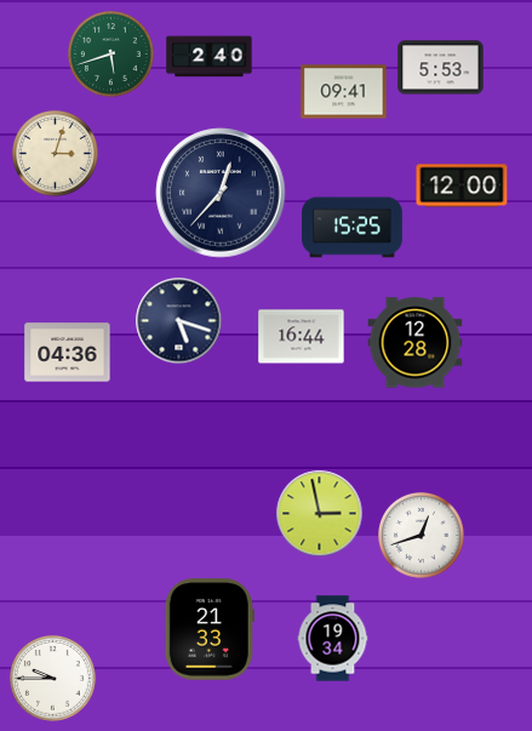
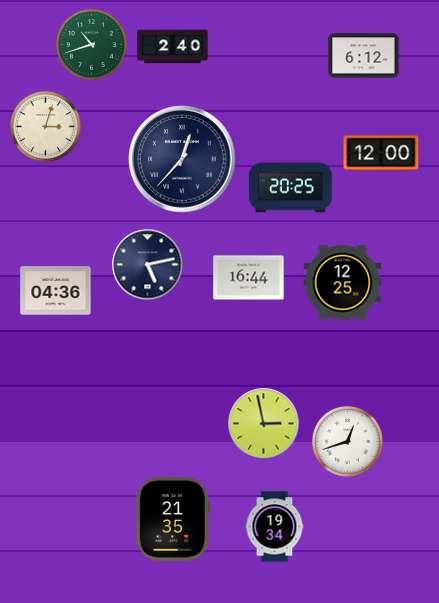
clock at (111, 55): 5:42 -> 10:42
clock at (441, 68): 5:53 -> 6:12
clock at (344, 92): 09:41 -> none
clock at (353, 228): 15:25 -> 20:25
clock at (179, 321): 5:18 -> 5:13
clock at (416, 343): 12:28 -> 12:25
clock at (210, 629): 21:33 -> 21:35
clock at (53, 679): 9:45 -> none
